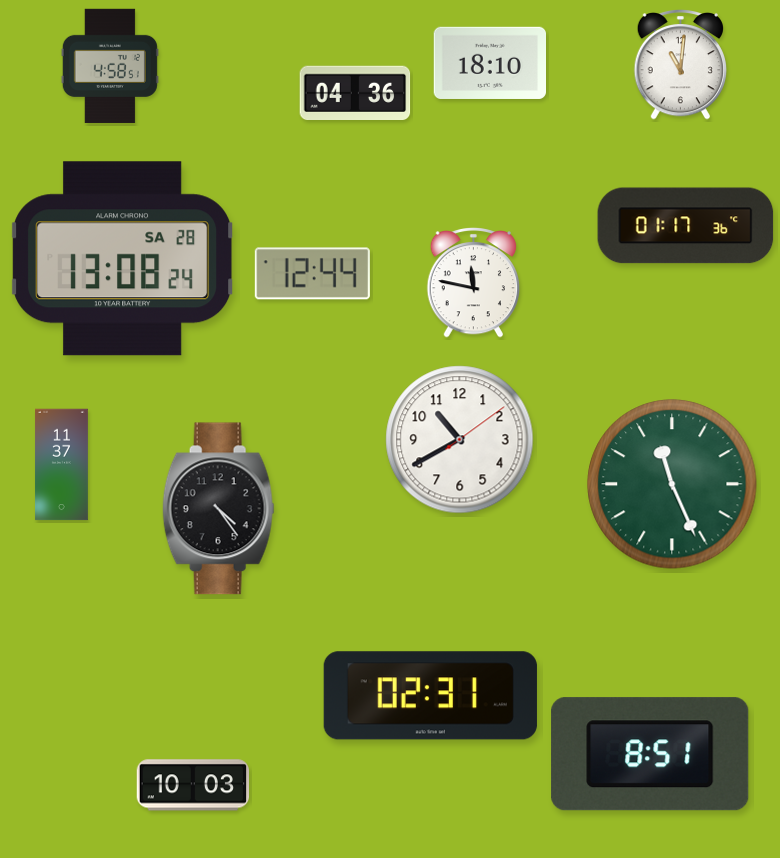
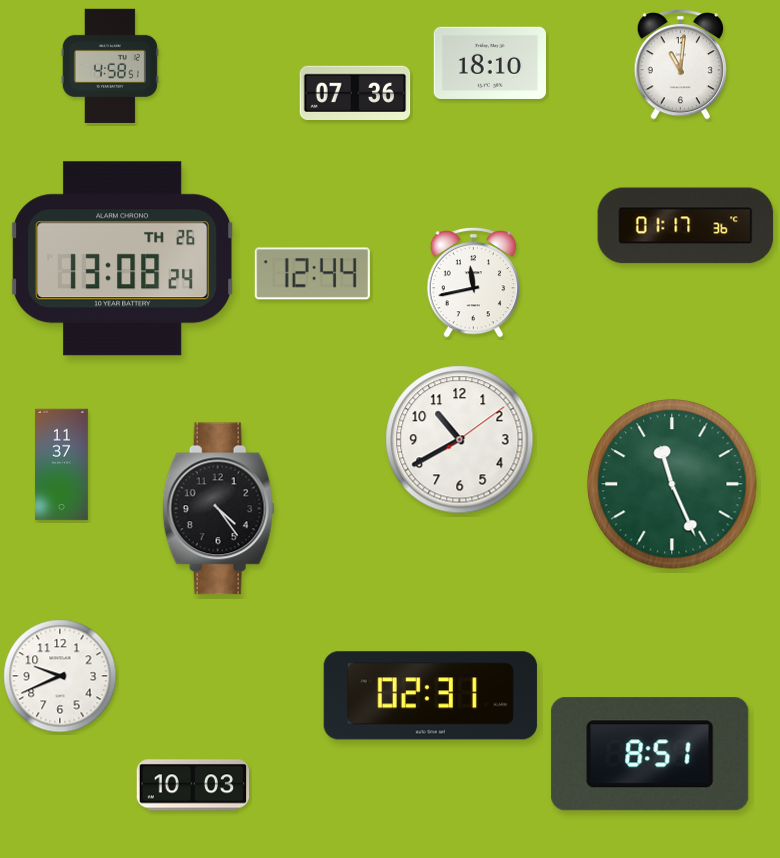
clock at (355, 93): 04:36 -> 07:36
clock at (123, 259) date: SA 28 -> TH 26
clock at (473, 282): 11:47 -> 11:43
clock at (60, 676): none -> 9:41
